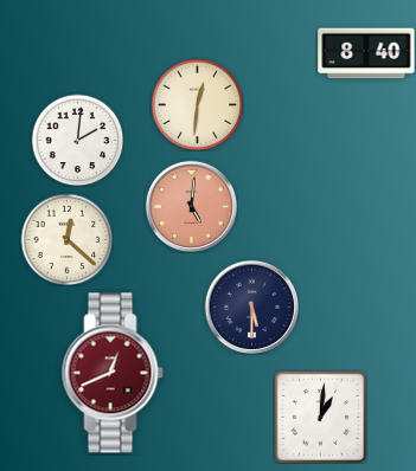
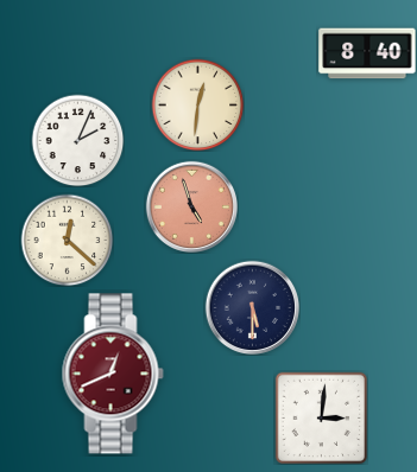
clock at (77, 140): 2:01 -> 2:04
clock at (191, 206): 5:01 -> 4:57
clock at (320, 417): 1:01 -> 3:01
